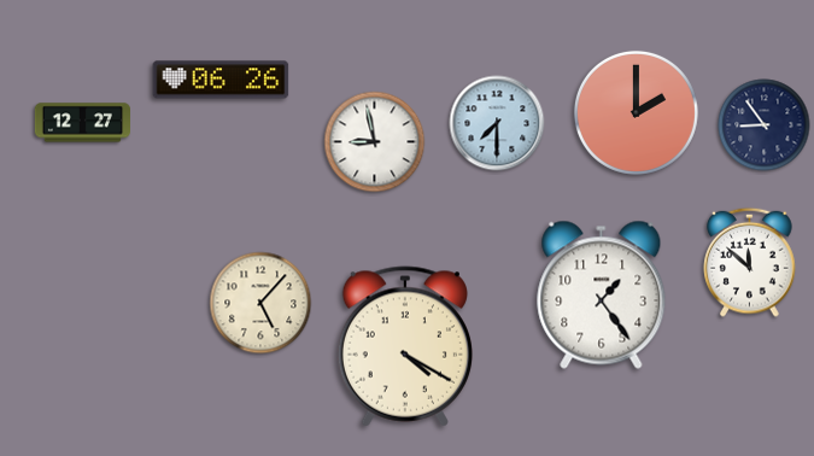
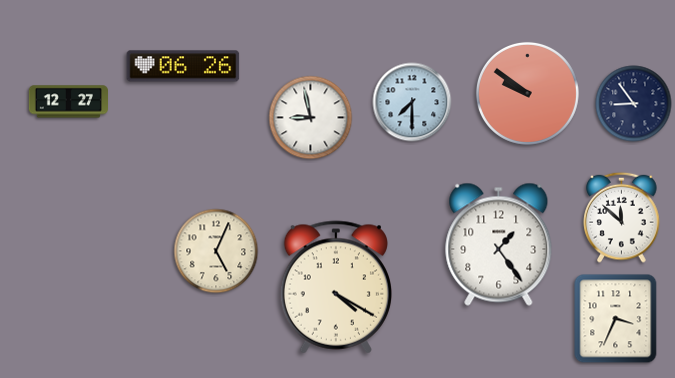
clock at (636, 112): 2:00 -> 9:51
clock at (260, 303): 5:07 -> 5:04
clock at (616, 319): none -> 3:34
